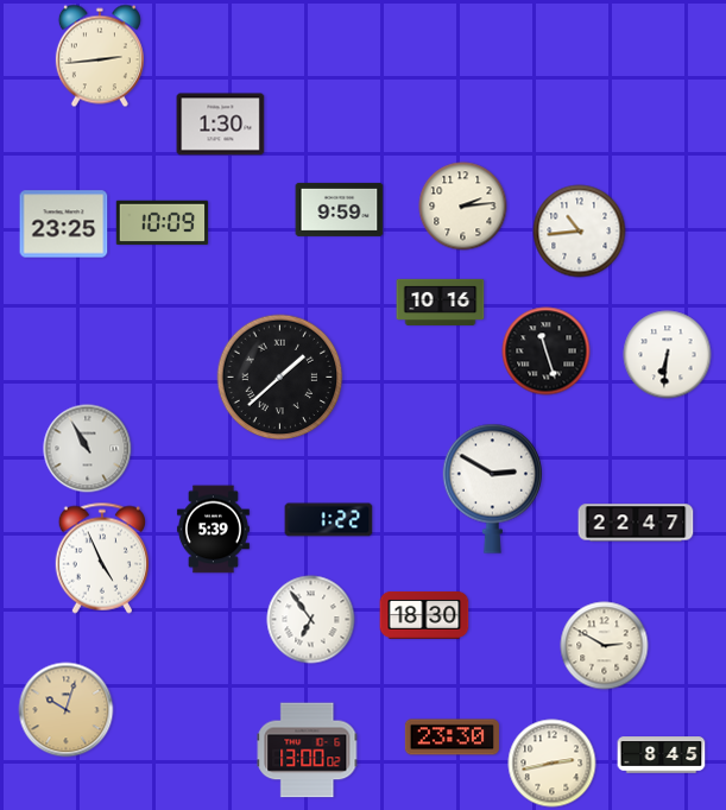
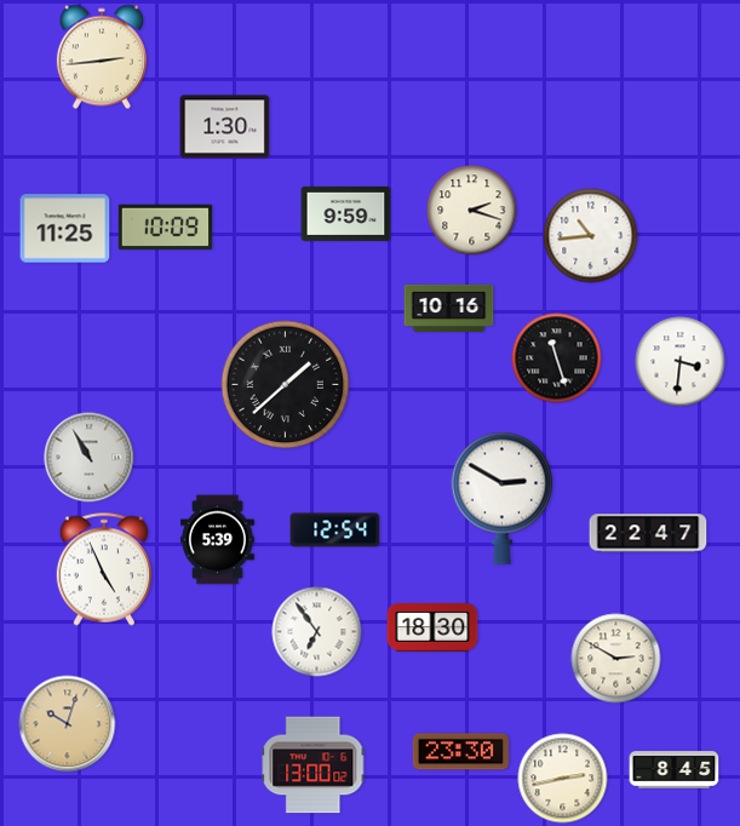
clock at (463, 207): 2:14 -> 2:18
clock at (64, 224): 23:25 -> 11:25
clock at (668, 355): 6:31 -> 3:31
clock at (329, 520): 1:22 -> 12:54
